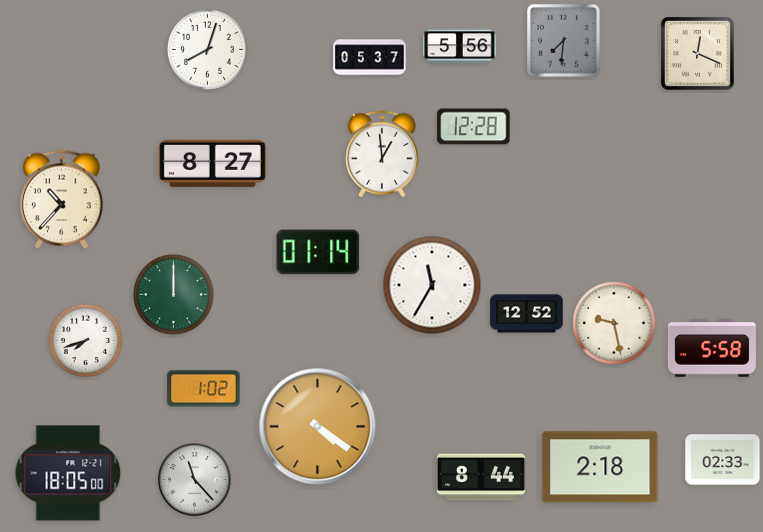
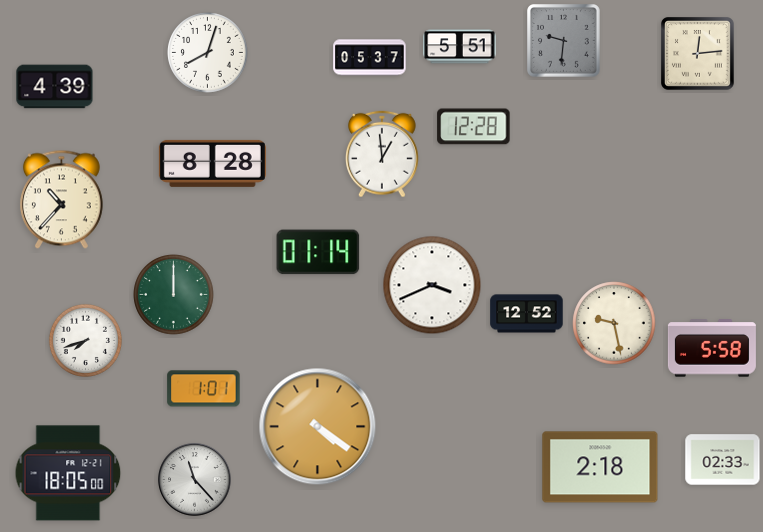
clock at (564, 41): 7:31 -> 9:31
clock at (460, 47): 5:56 -> 5:51
clock at (208, 50) position: (208, 50) -> (208, 53)
clock at (698, 54): 12:19 -> 12:14
clock at (55, 87): none -> 4:39
clock at (212, 163): 8:27 -> 8:28
clock at (432, 285): 11:35 -> 3:41
clock at (204, 389): 1:02 -> 1:01
clock at (481, 477): 8:44 -> none
